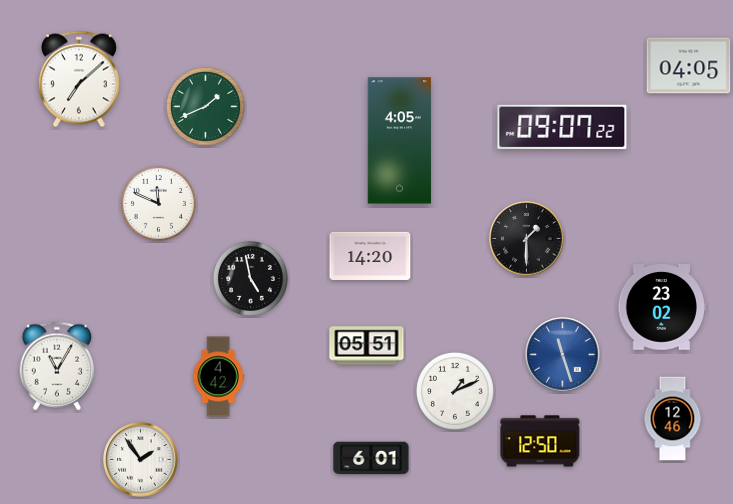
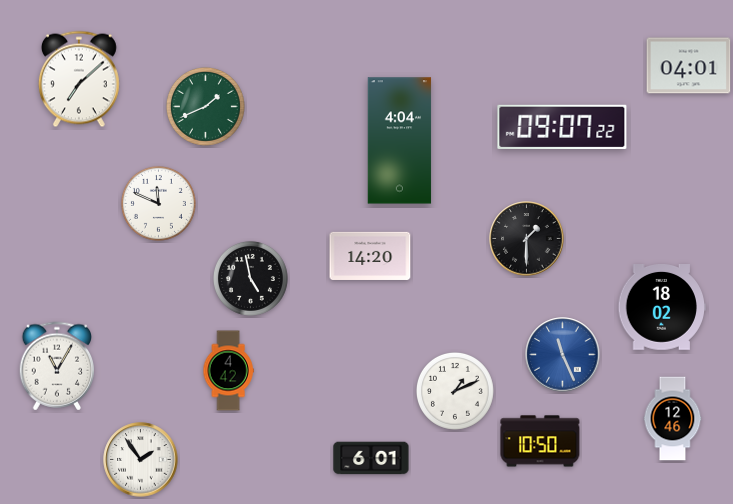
clock at (689, 66): 04:05 -> 04:01
clock at (400, 141): 4:05 -> 4:04
clock at (661, 308): 23:02 -> 18:02
clock at (367, 346): 05:51 -> none
clock at (563, 355): 11:27 -> 11:26
clock at (218, 377) position: (218, 377) -> (228, 371)
clock at (540, 441): 12:50 -> 10:50
